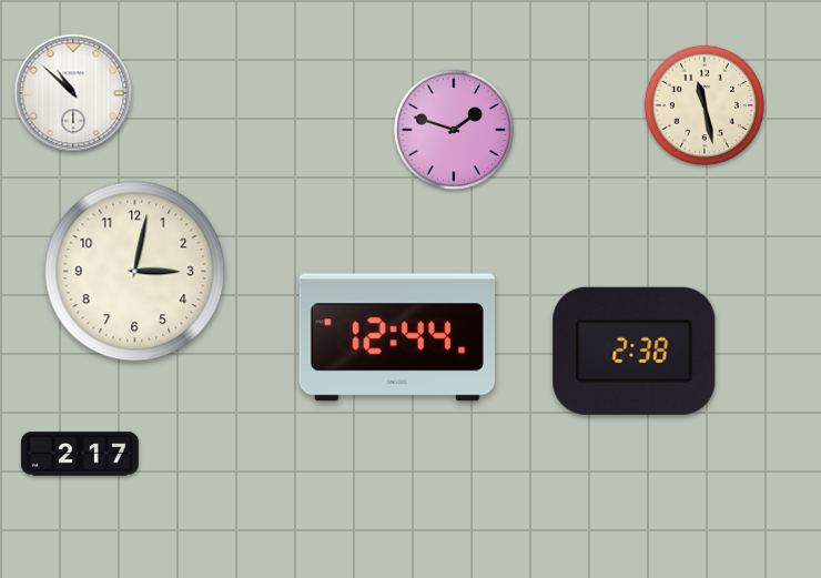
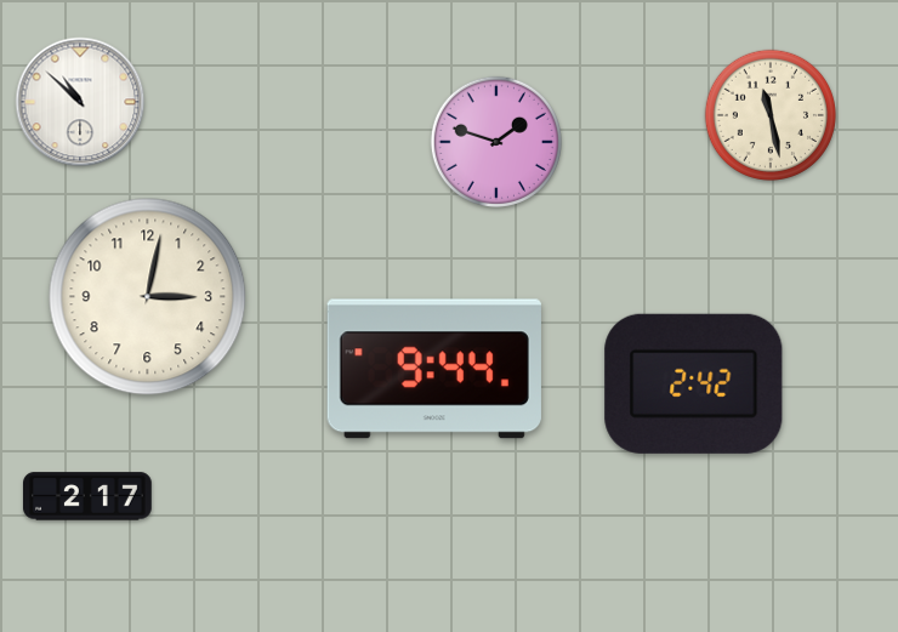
clock at (397, 337): 12:44 -> 9:44
clock at (635, 351): 2:38 -> 2:42
